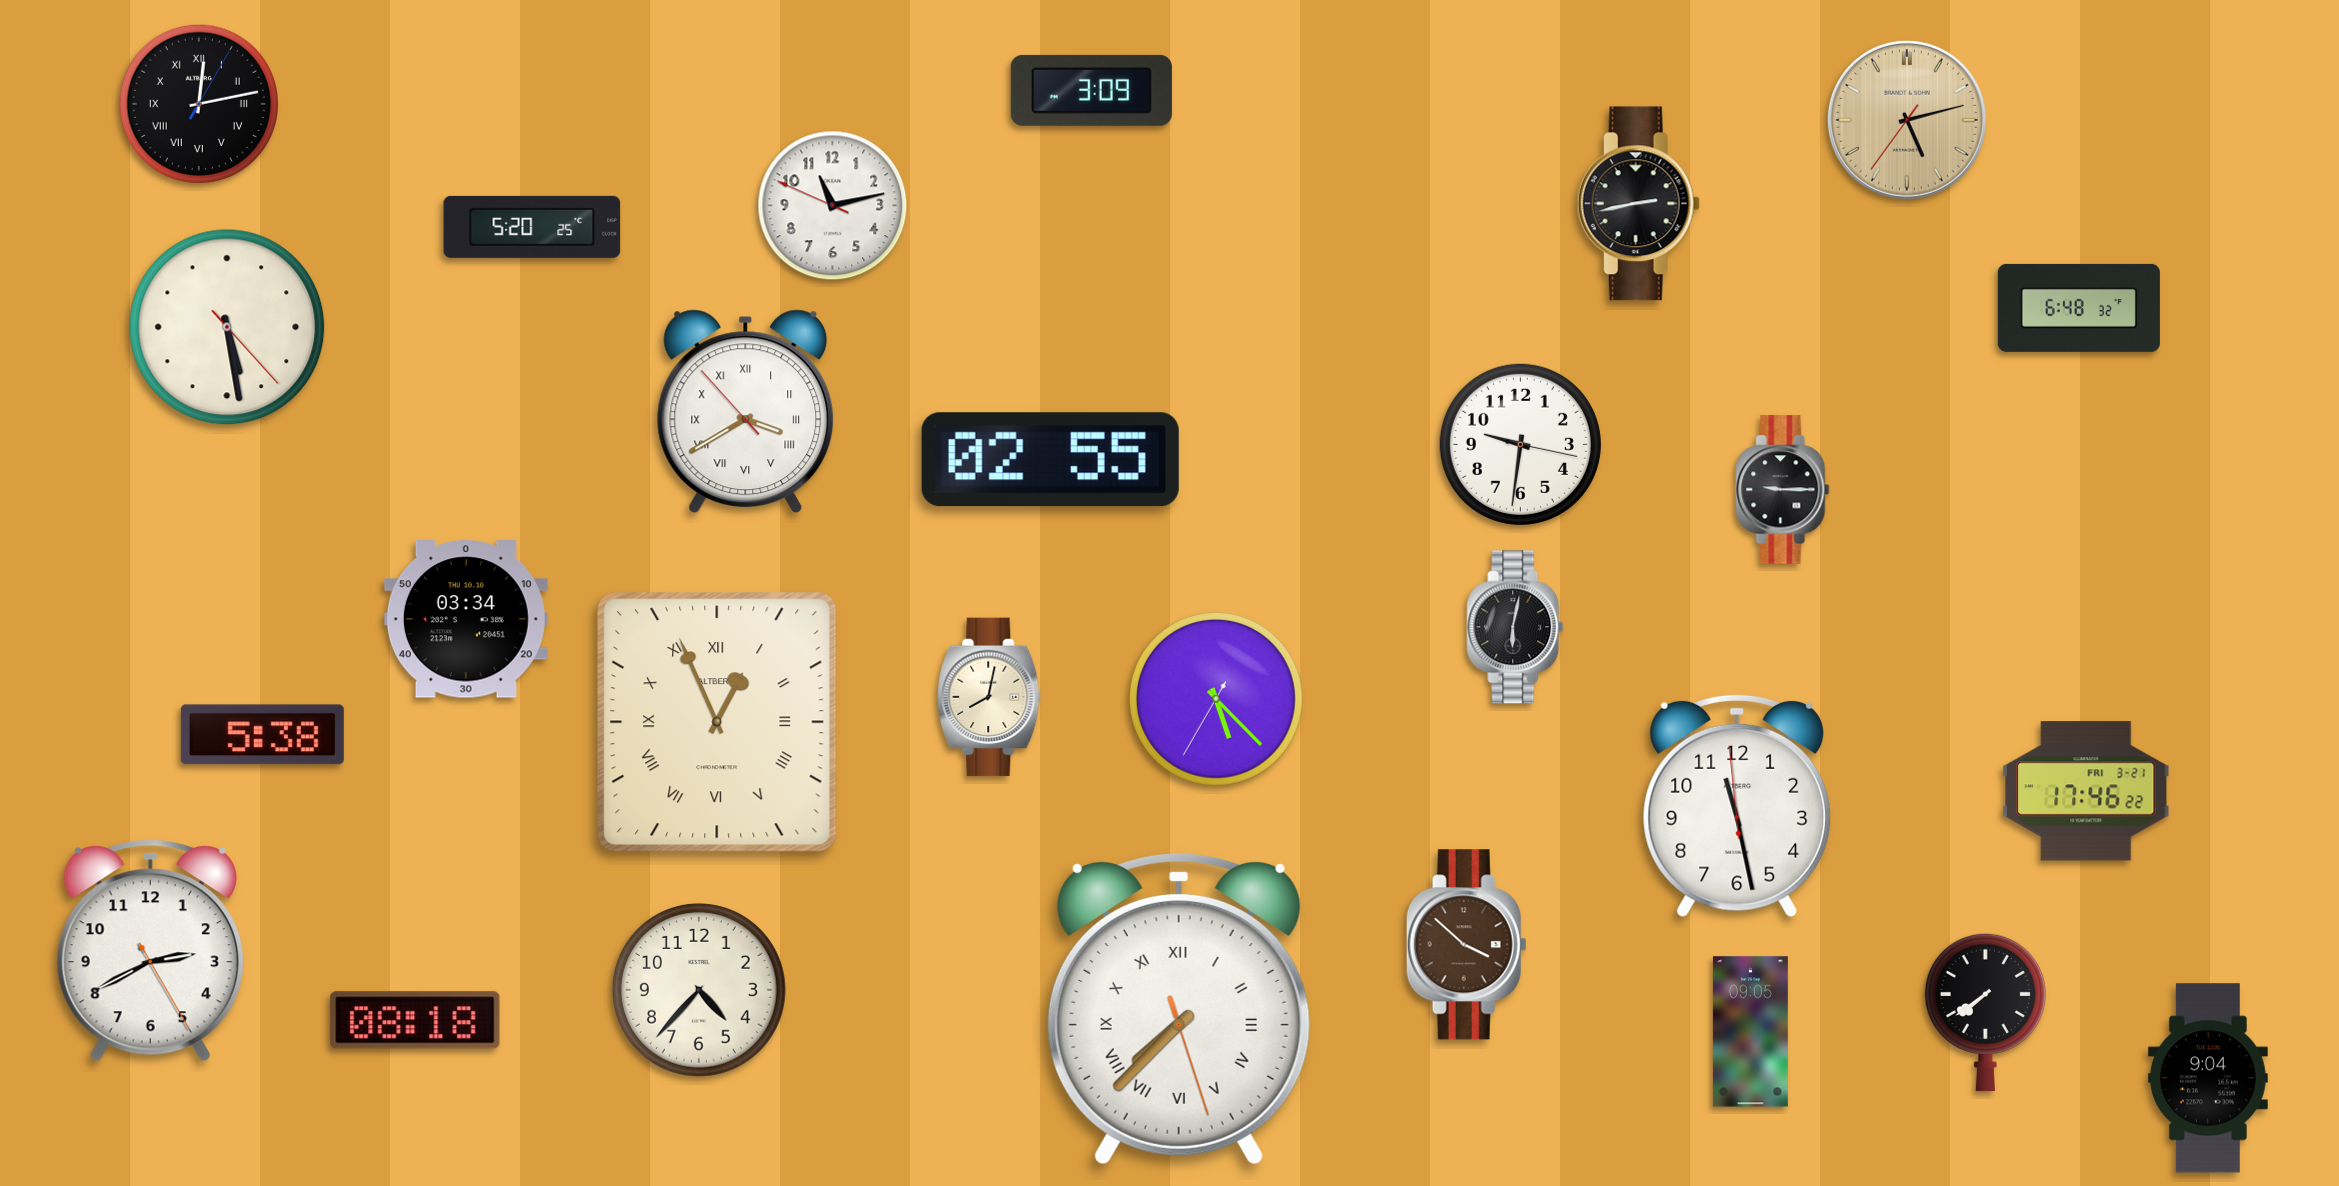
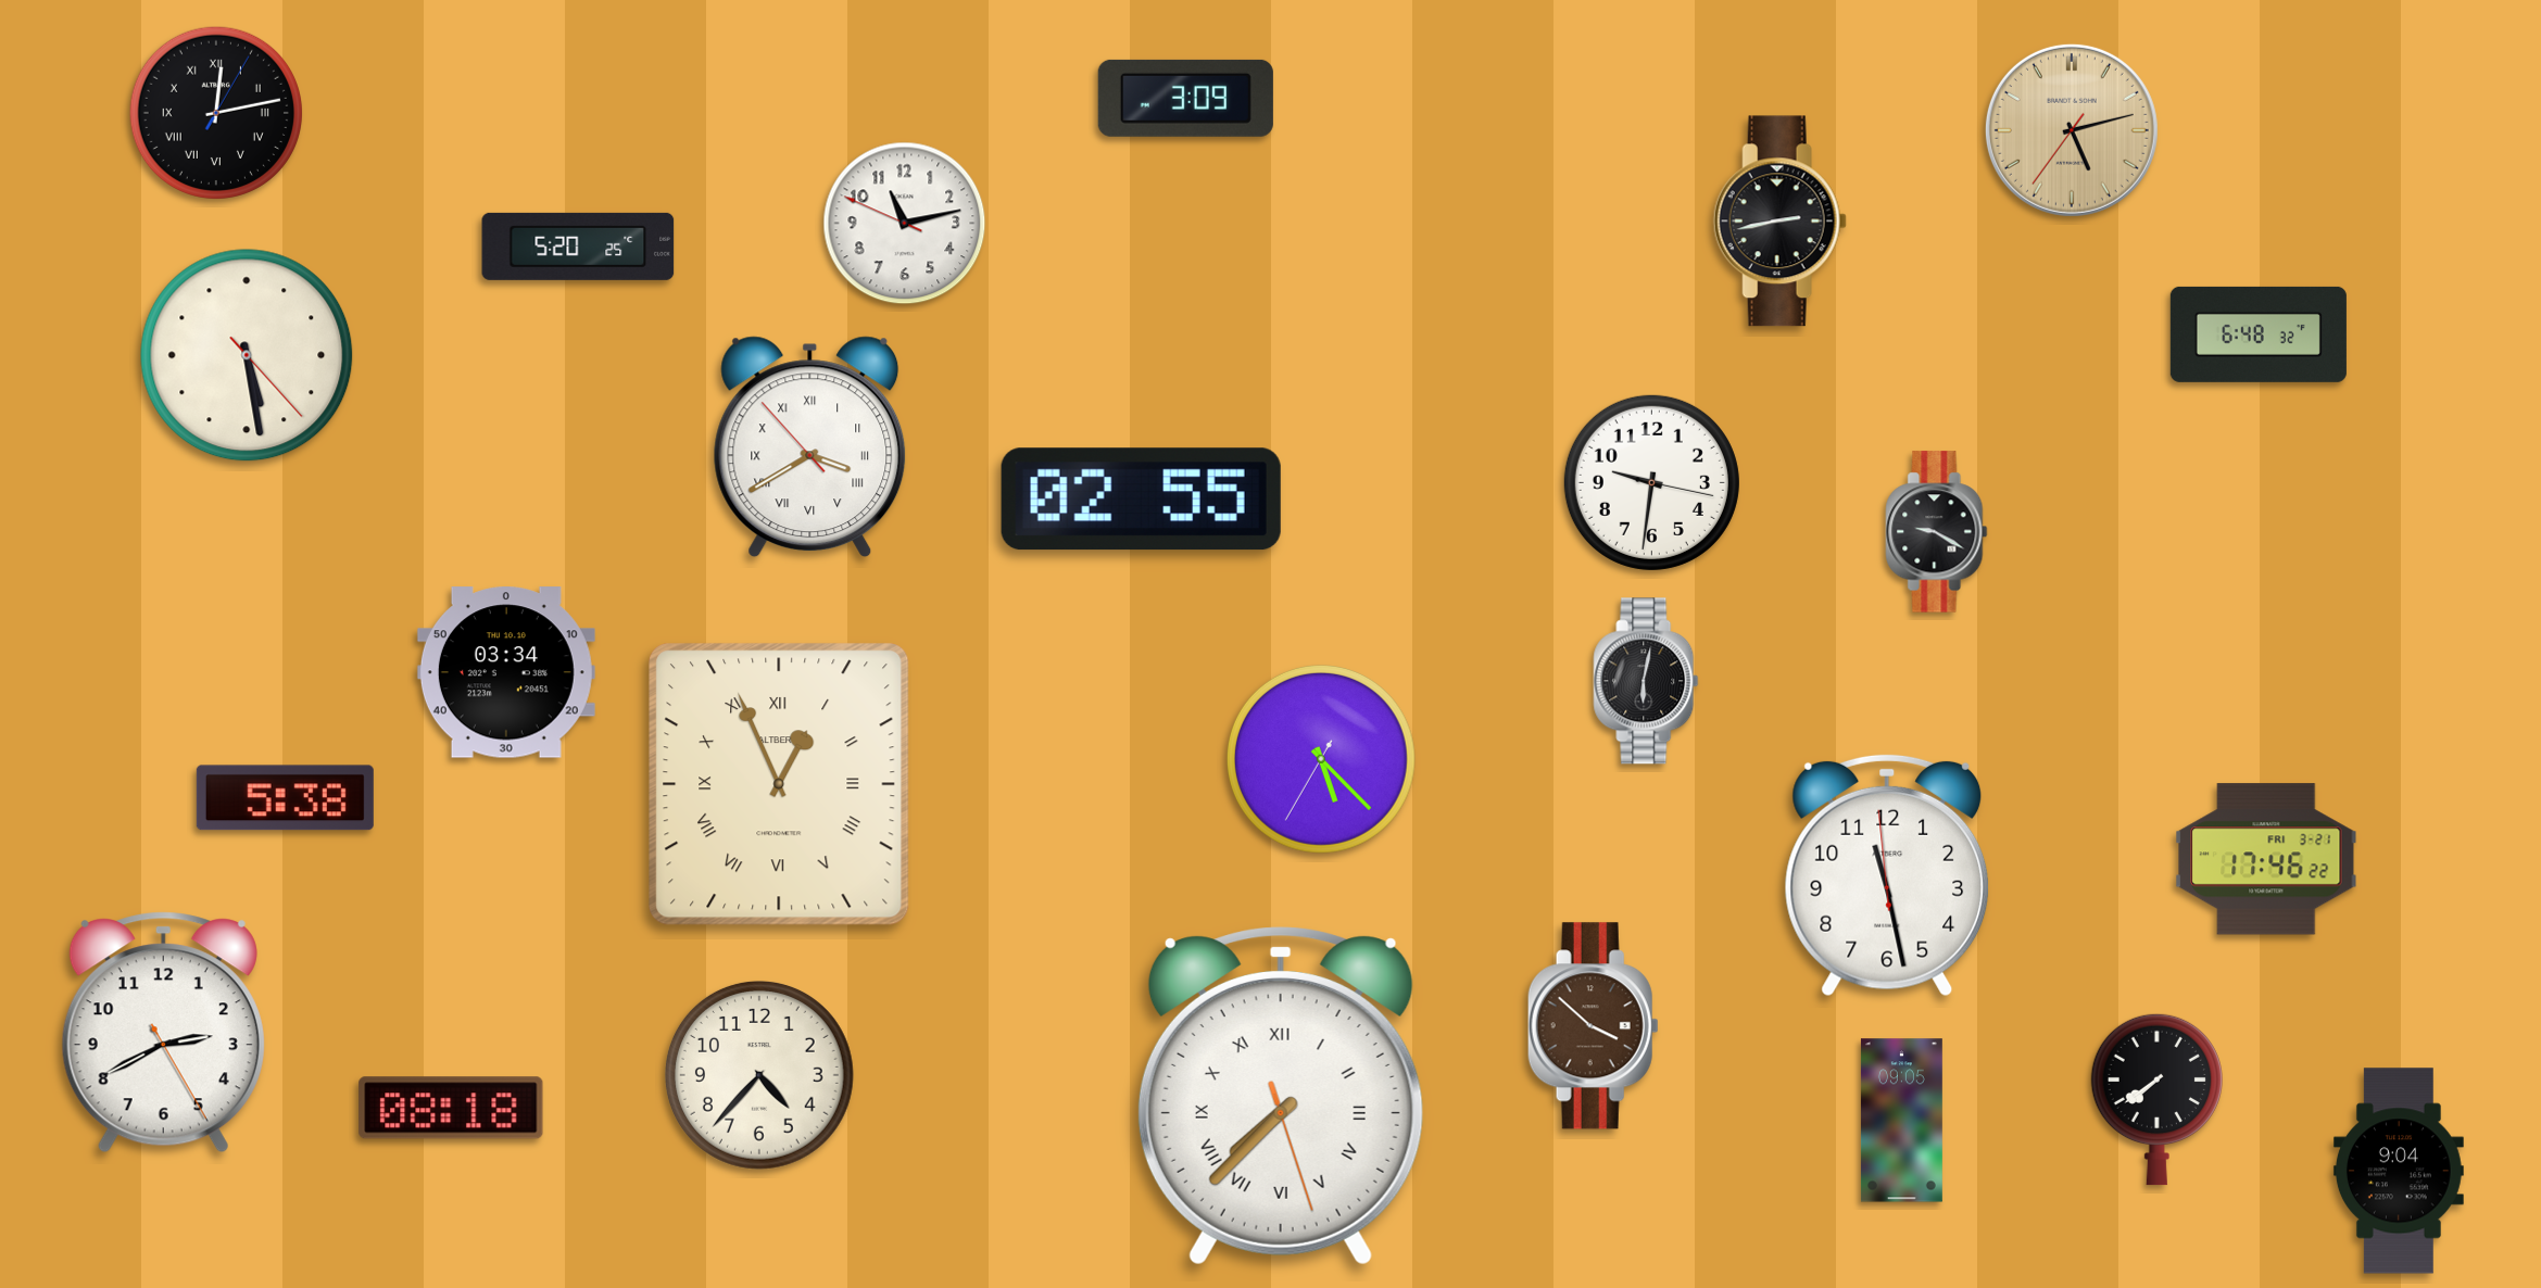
clock at (1783, 490): 9:15 -> 9:20
clock at (989, 697): 8:02 -> none
